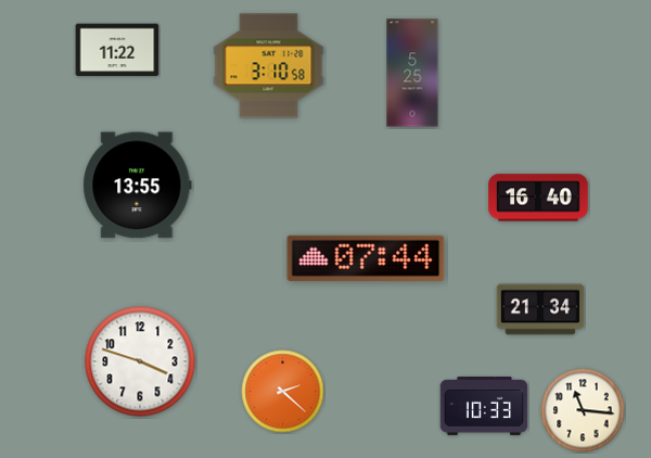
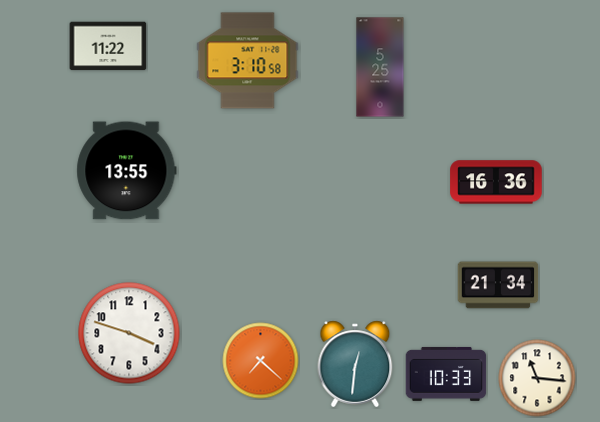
clock at (538, 198): 16:40 -> 16:36
clock at (366, 258): 07:44 -> none
clock at (283, 392): 2:22 -> 7:22
clock at (355, 364): none -> 12:31
